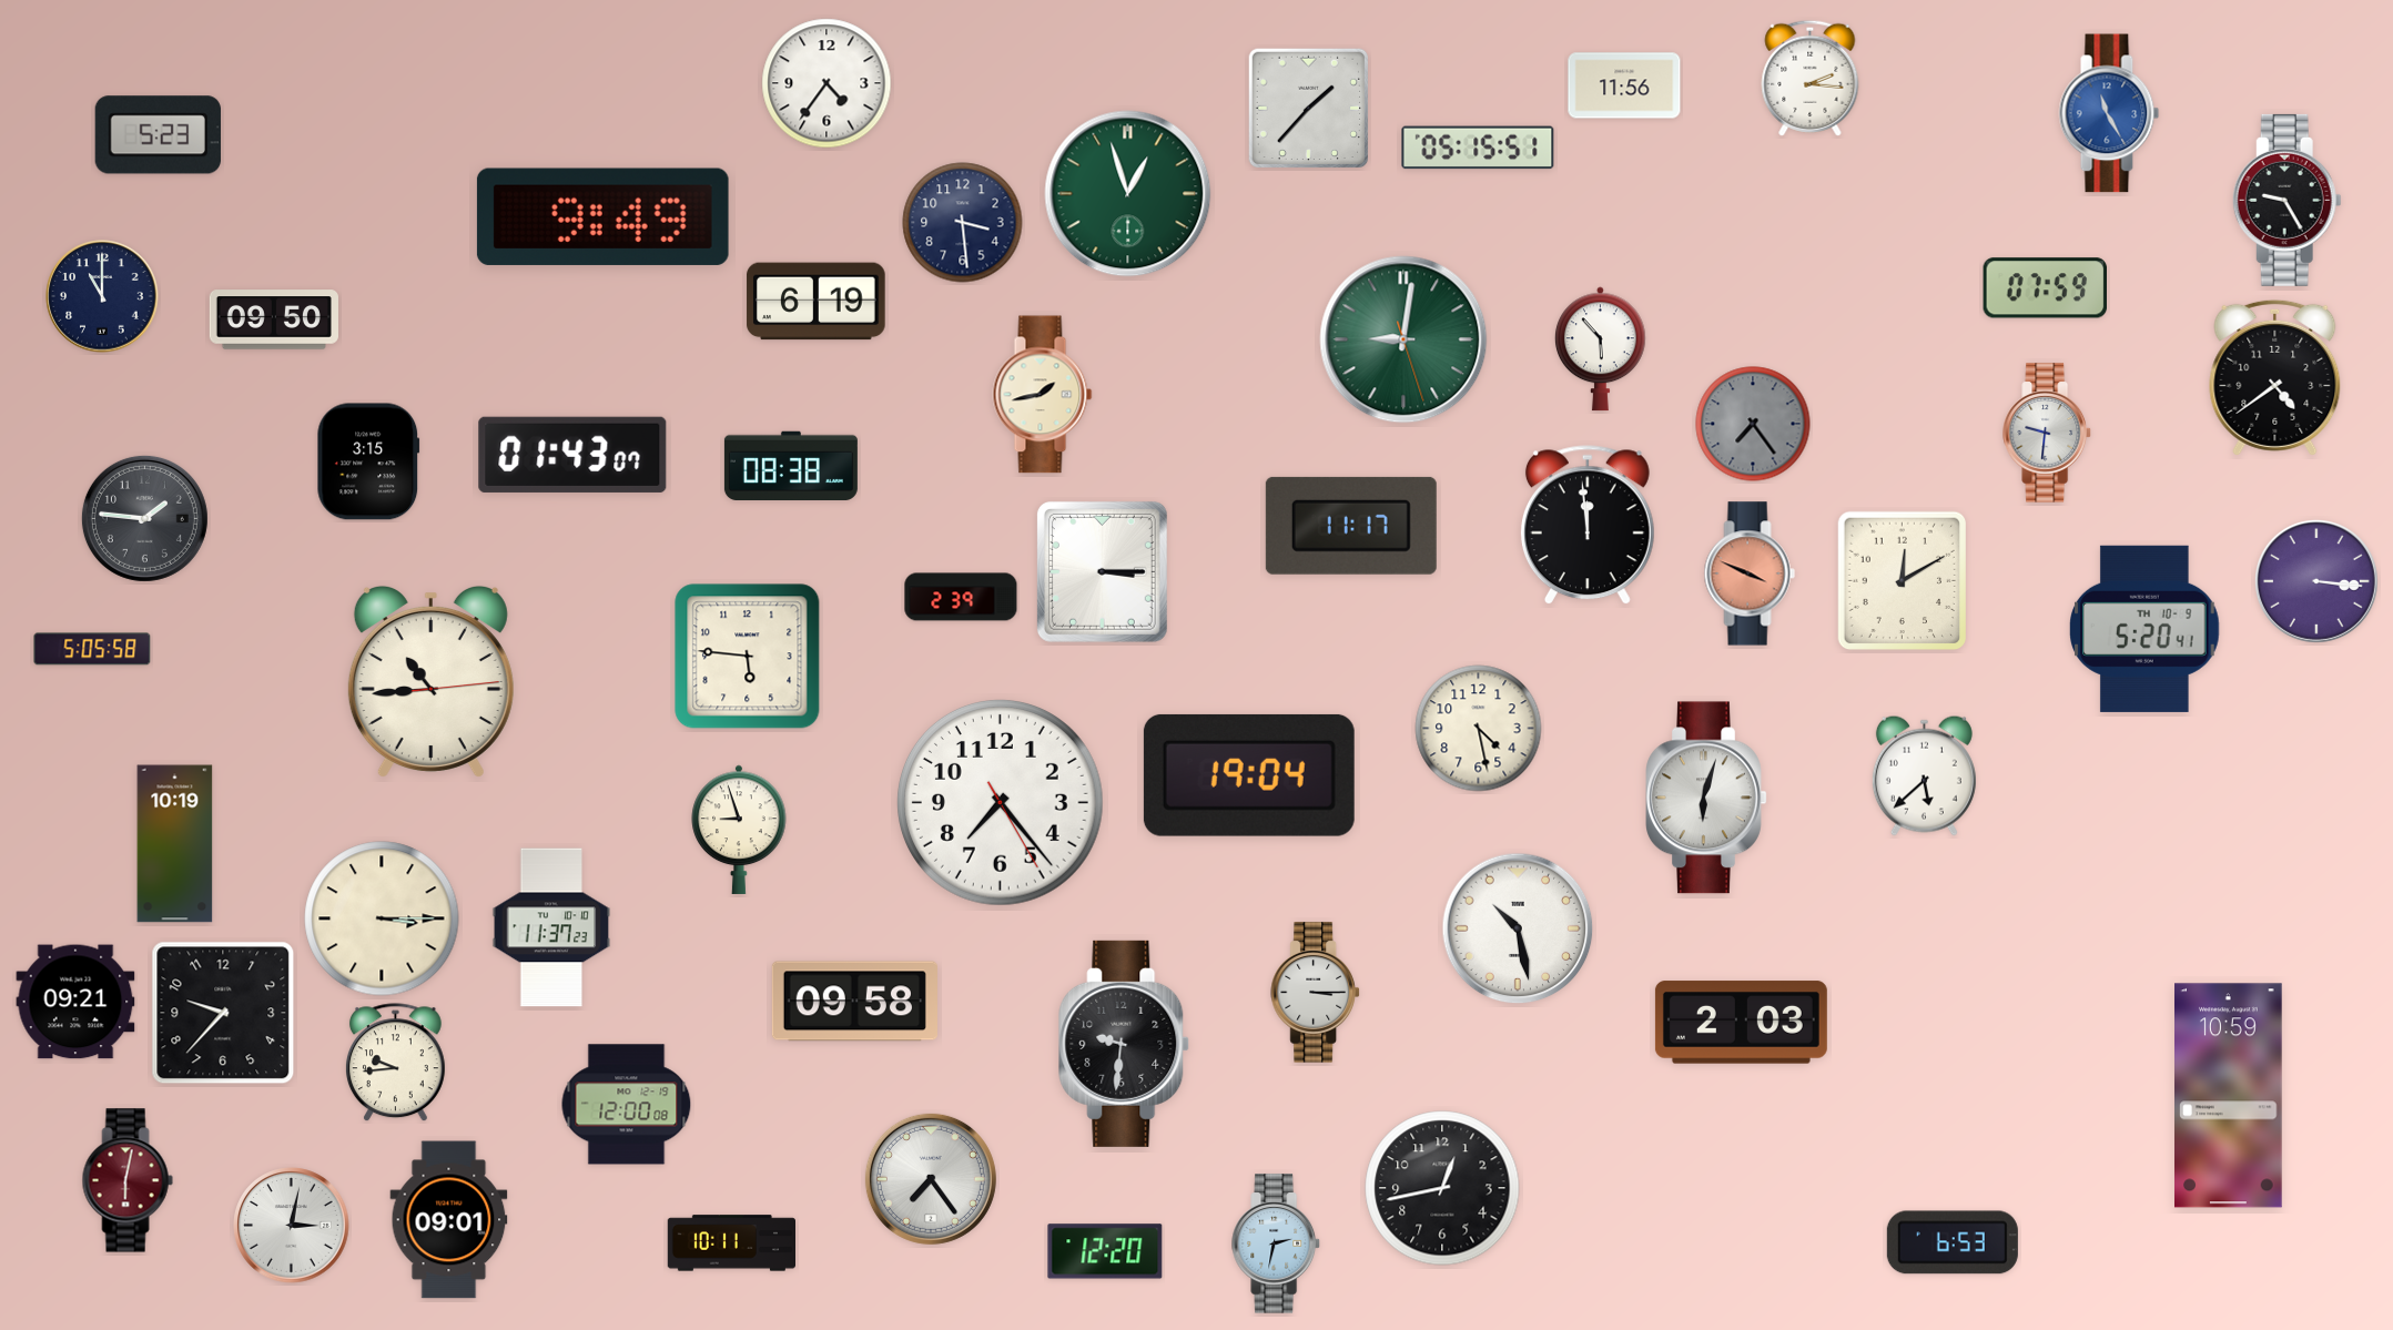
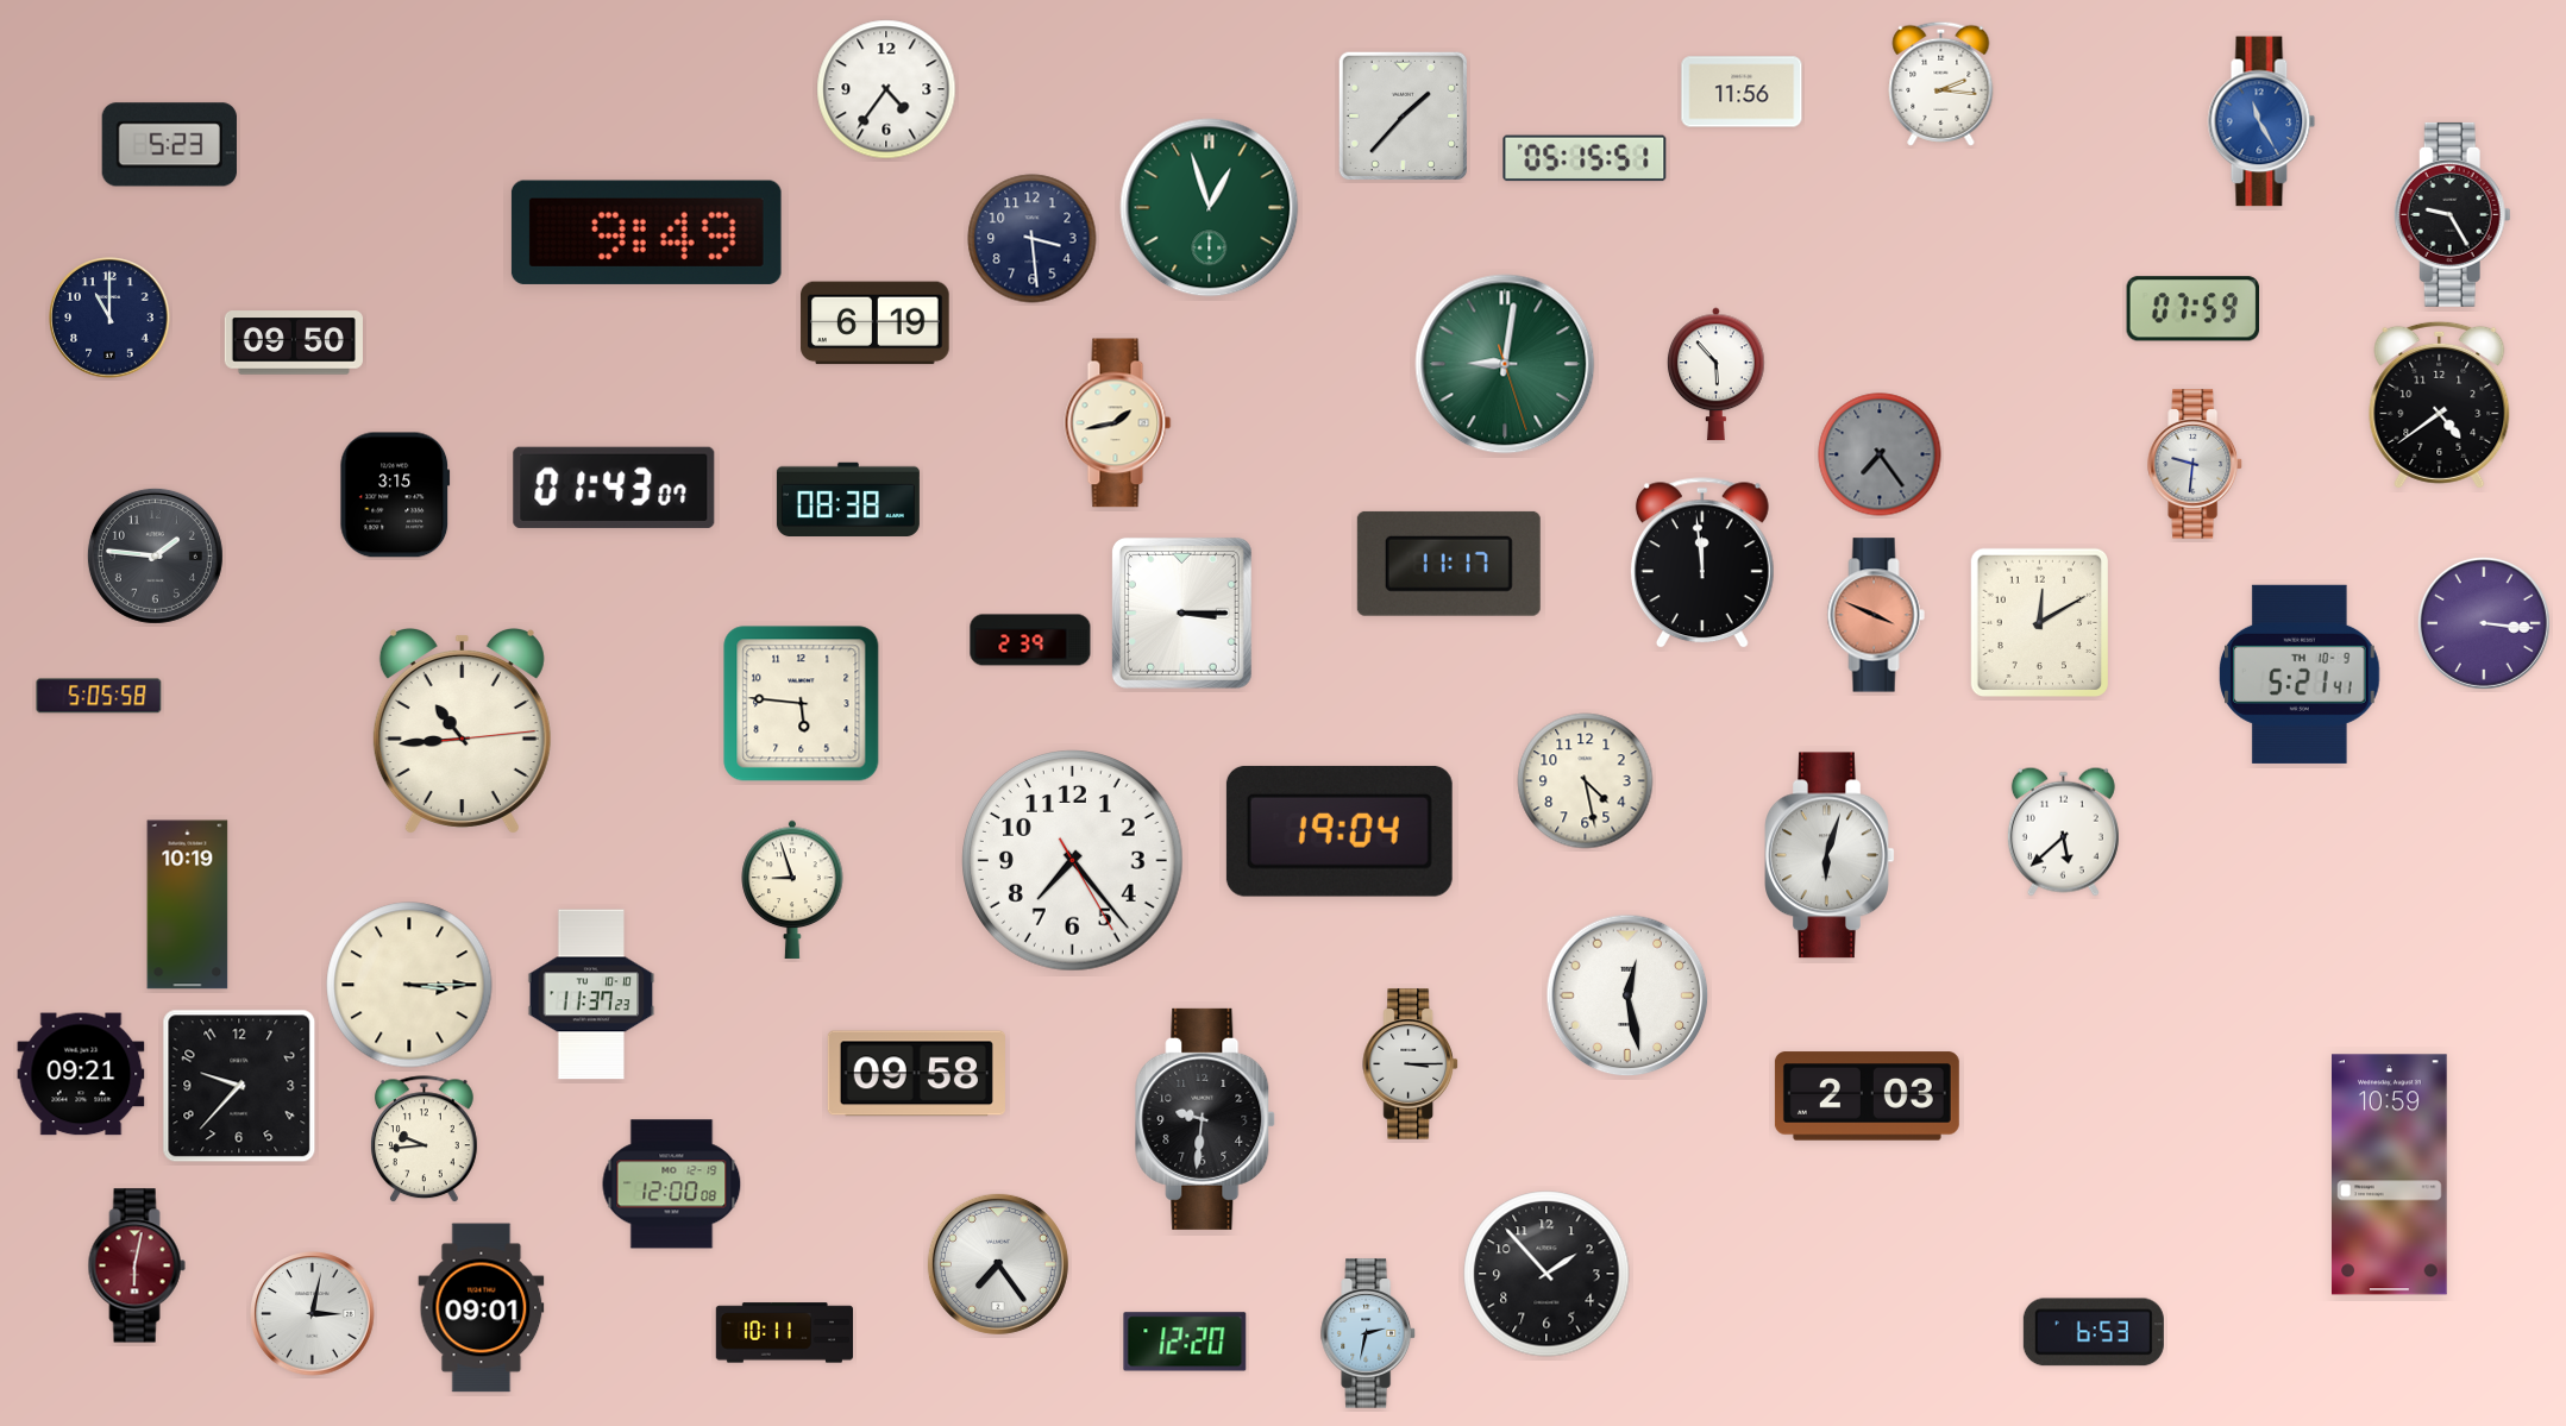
clock at (2146, 629): 5:20 -> 5:21
clock at (1518, 928): 10:28 -> 12:28
clock at (1442, 1188): 12:43 -> 1:53
